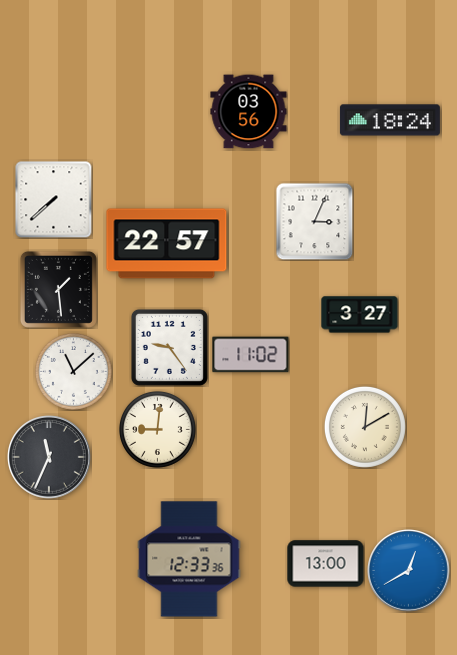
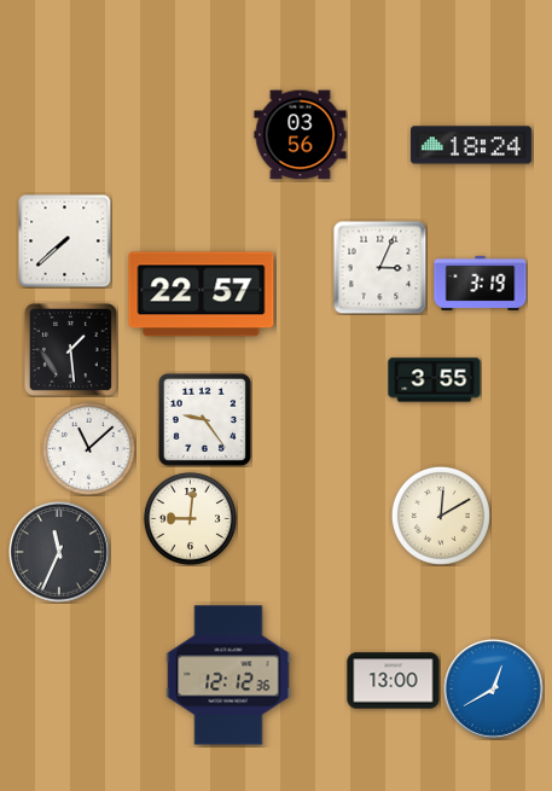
clock at (481, 283): none -> 3:19
clock at (360, 315): 3:27 -> 3:55
clock at (251, 355): 11:02 -> none
clock at (189, 559): 12:33 -> 12:12
